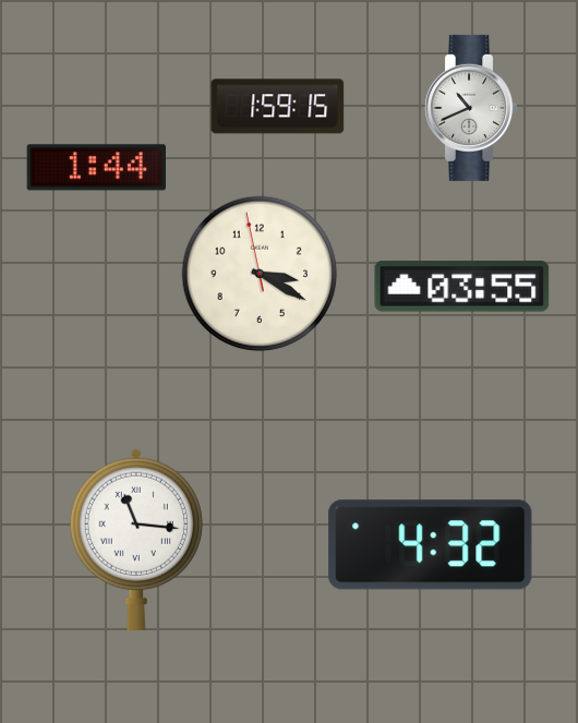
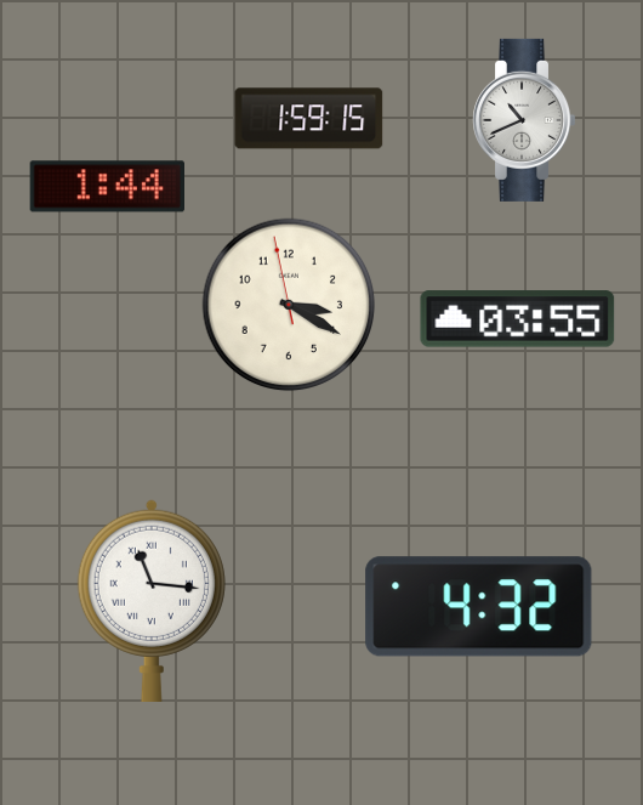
clock at (462, 287) position: (462, 287) -> (518, 319)
